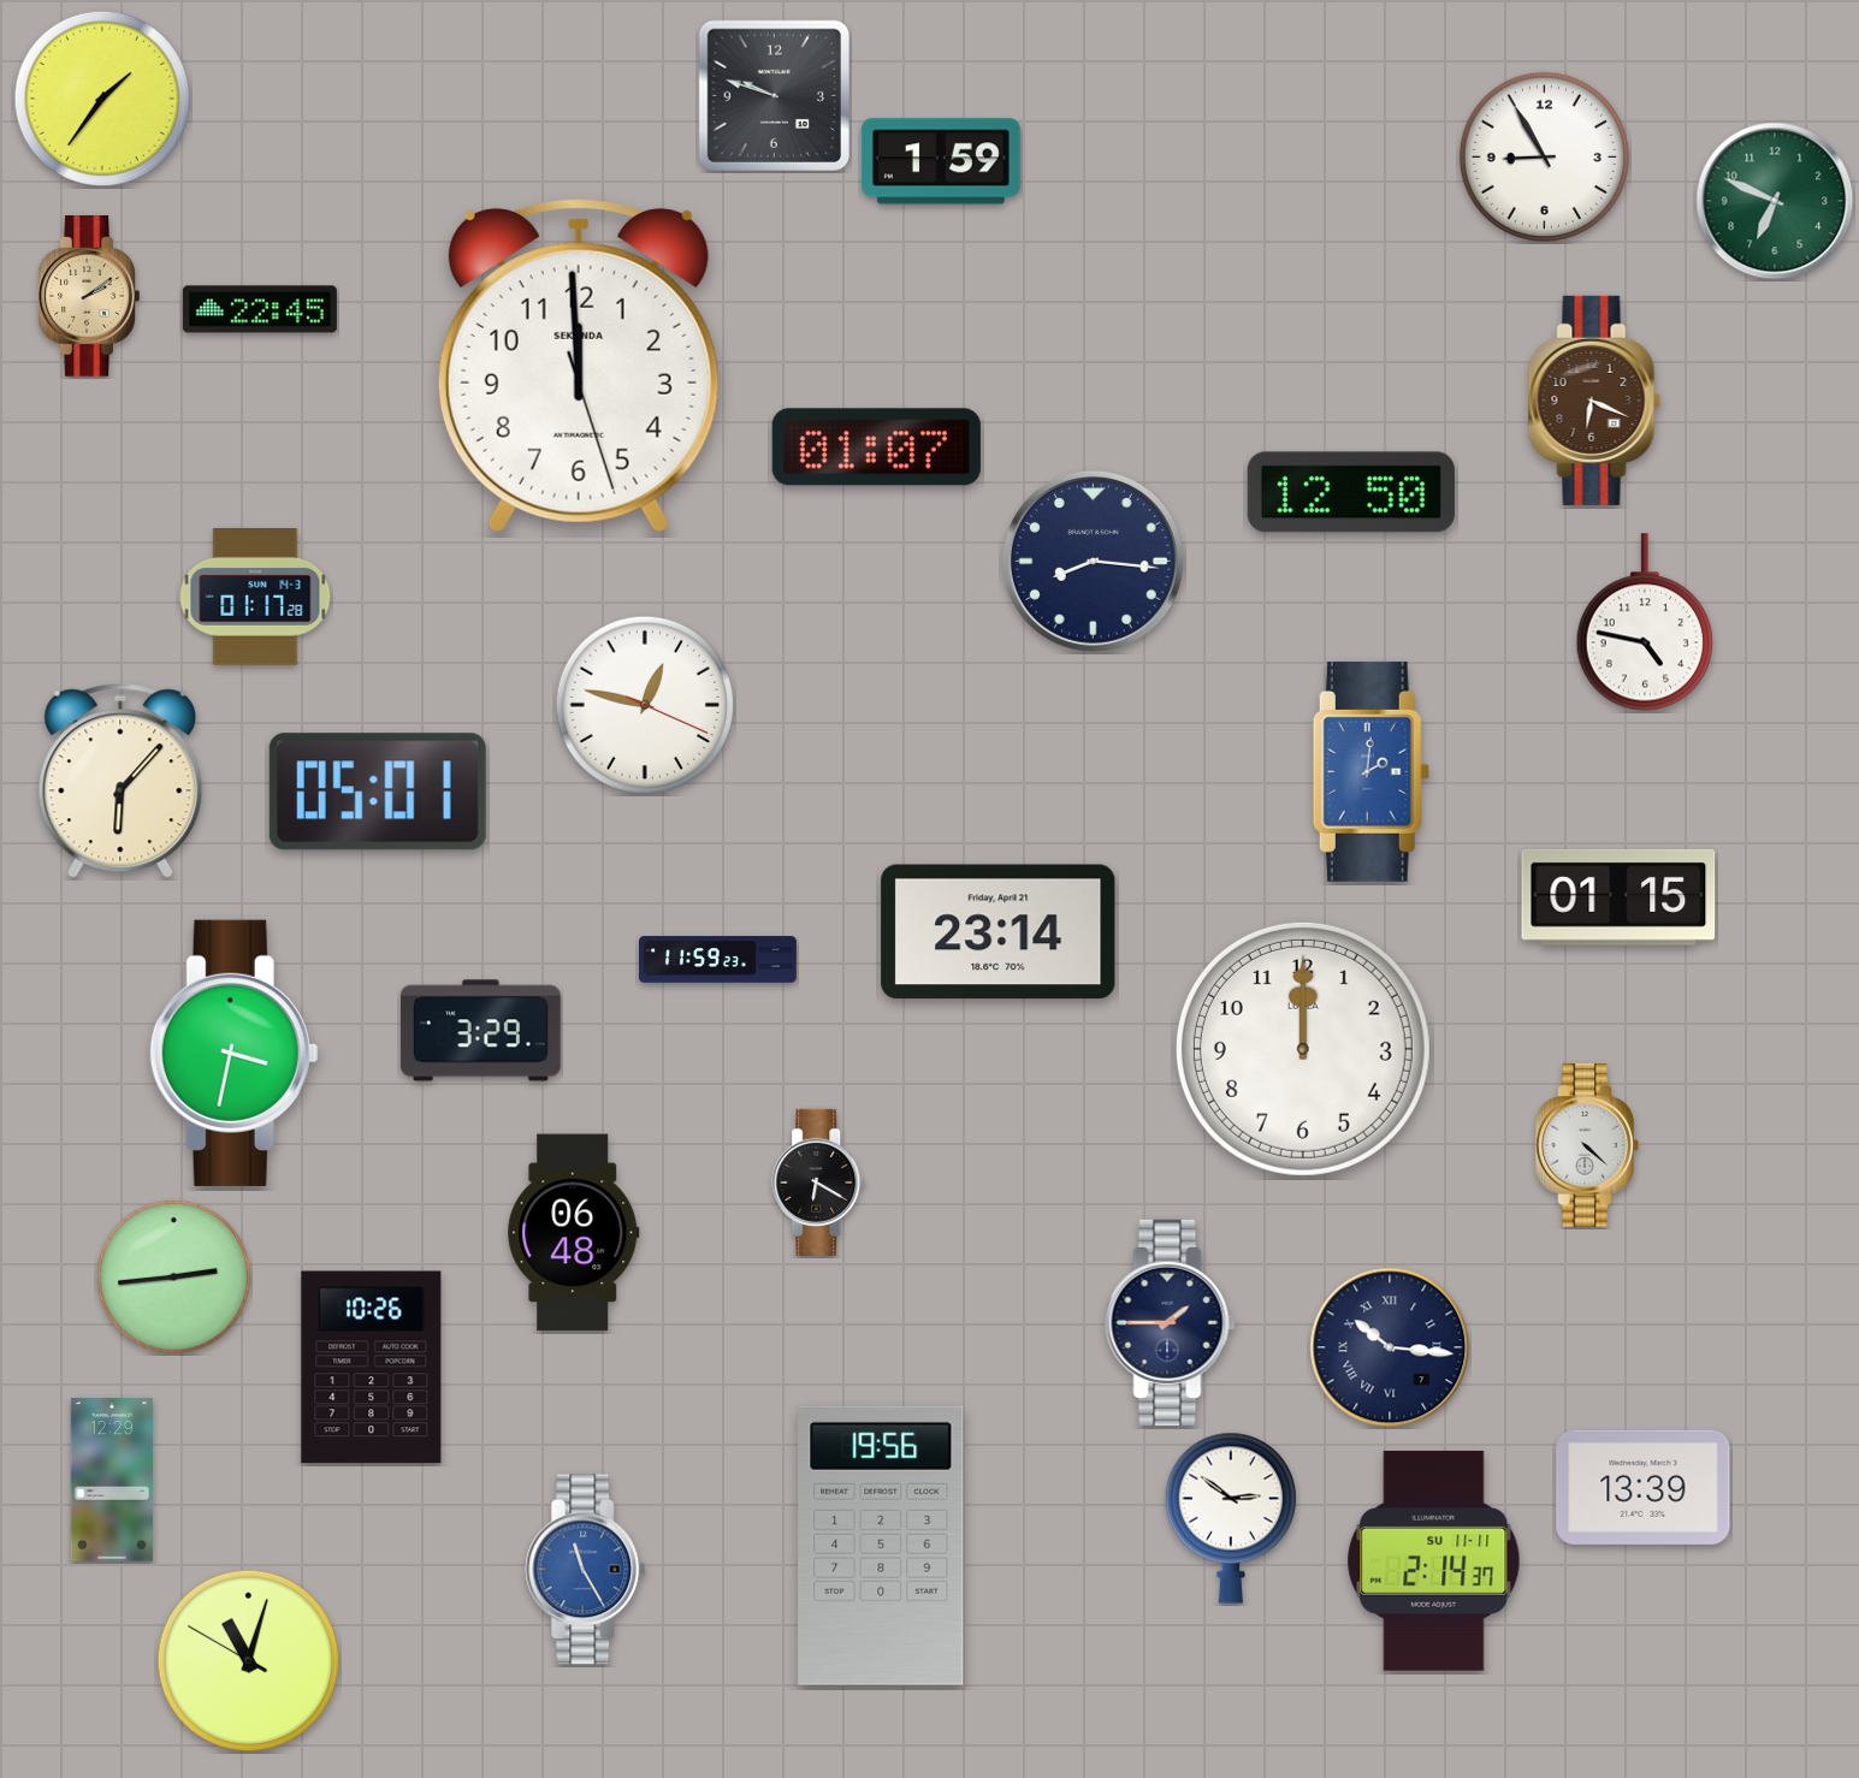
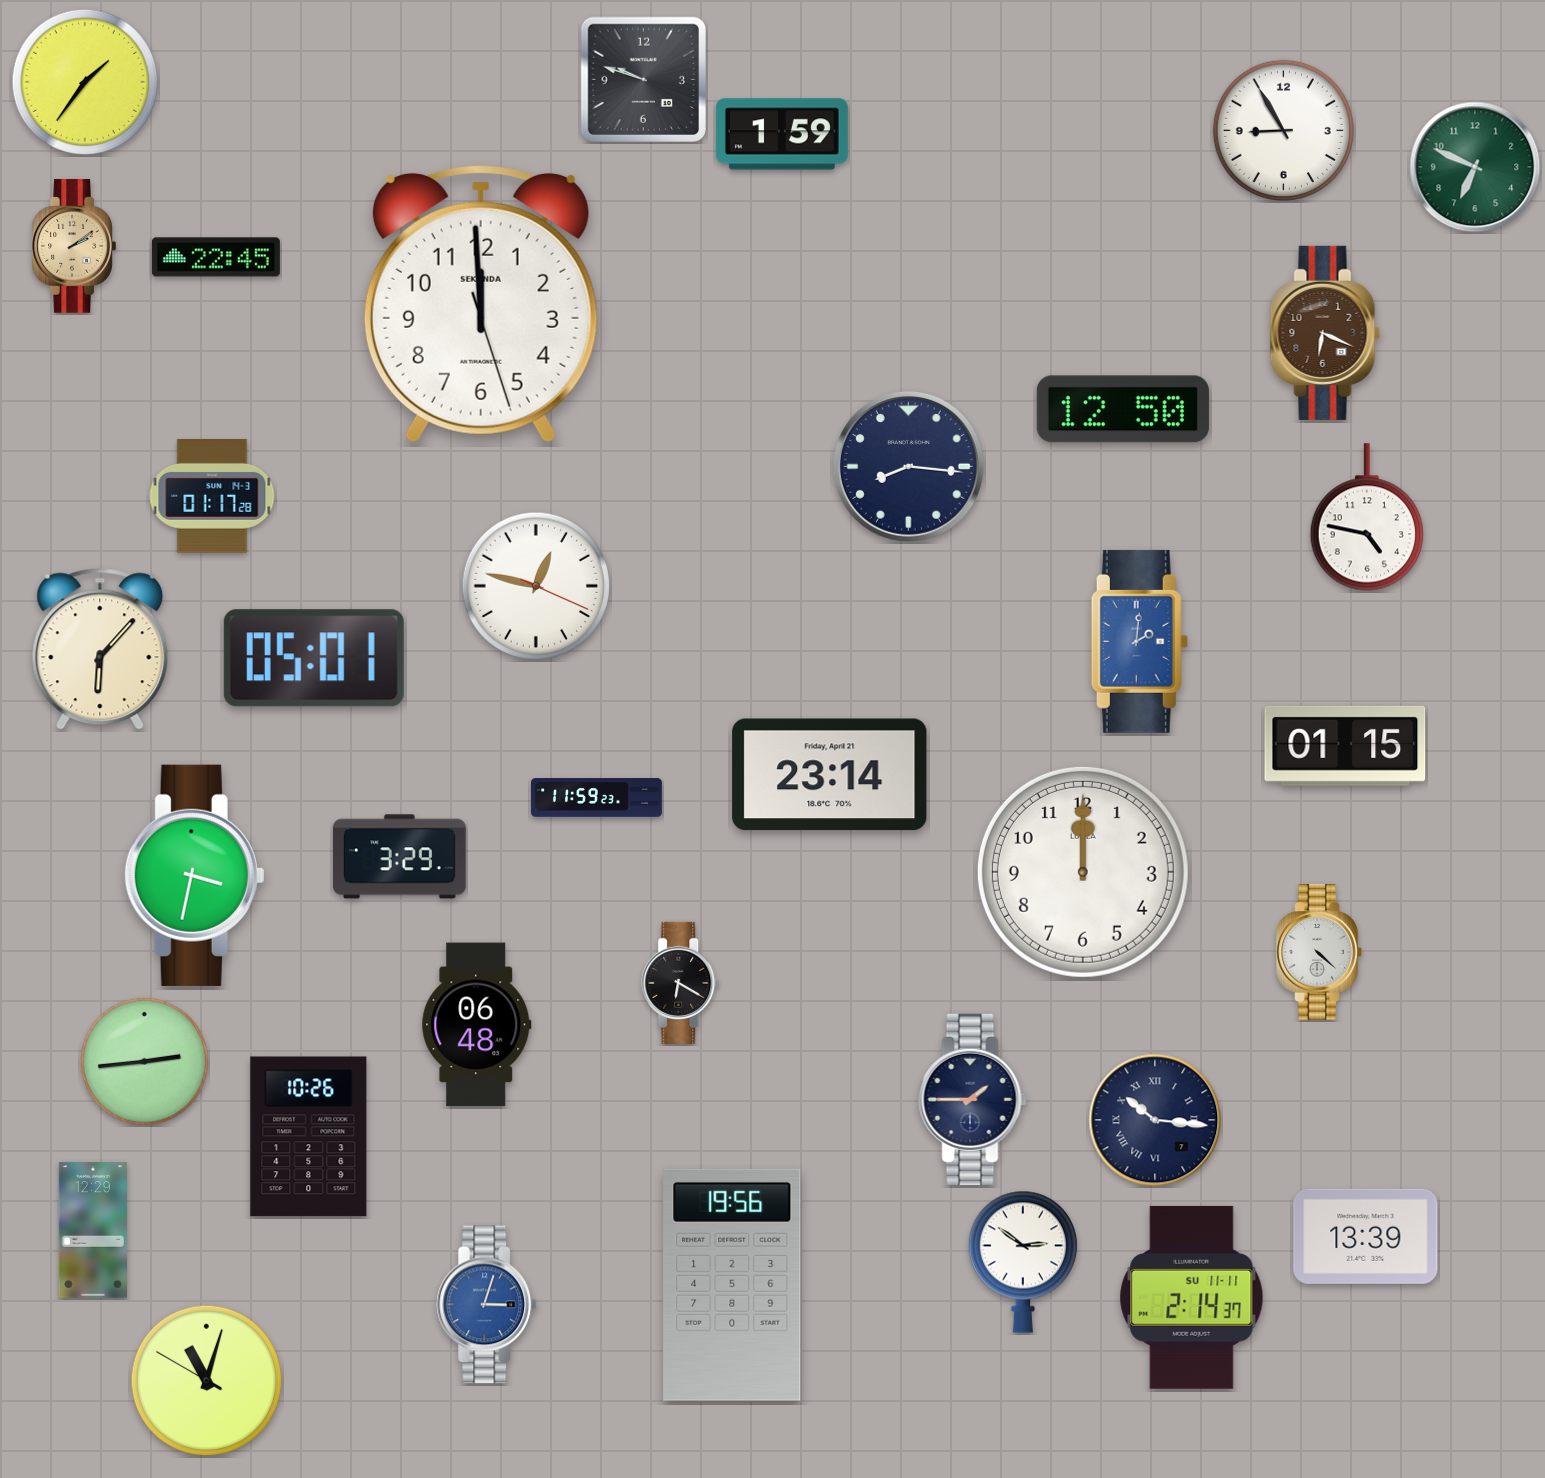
clock at (876, 448): 01:07 -> none
clock at (586, 1570): 11:25 -> 3:03
